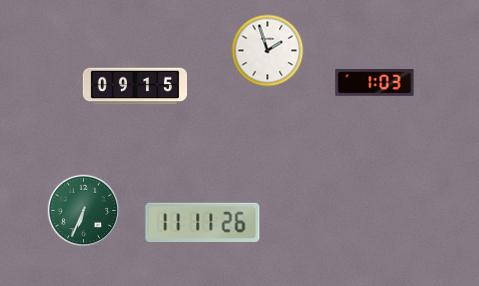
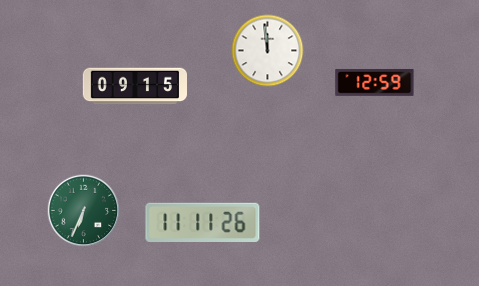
clock at (268, 51): 1:57 -> 11:59
clock at (375, 82): 1:03 -> 12:59
